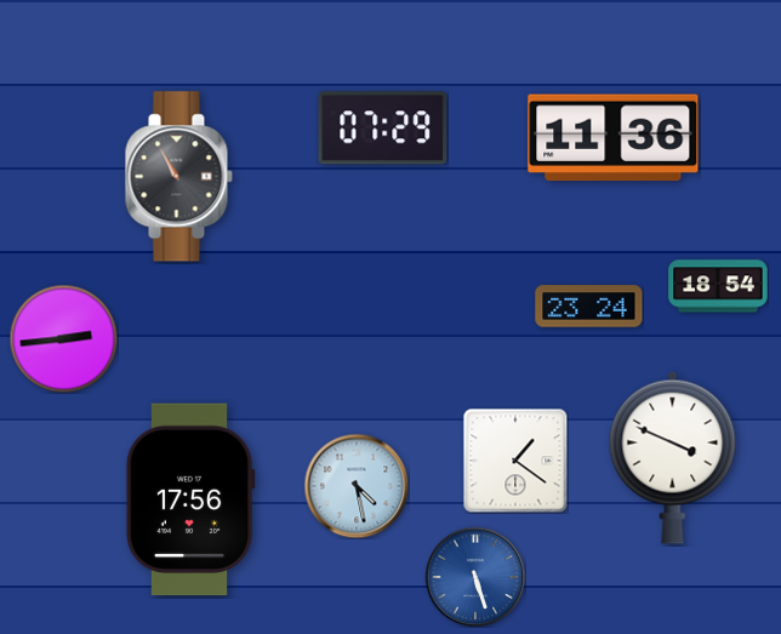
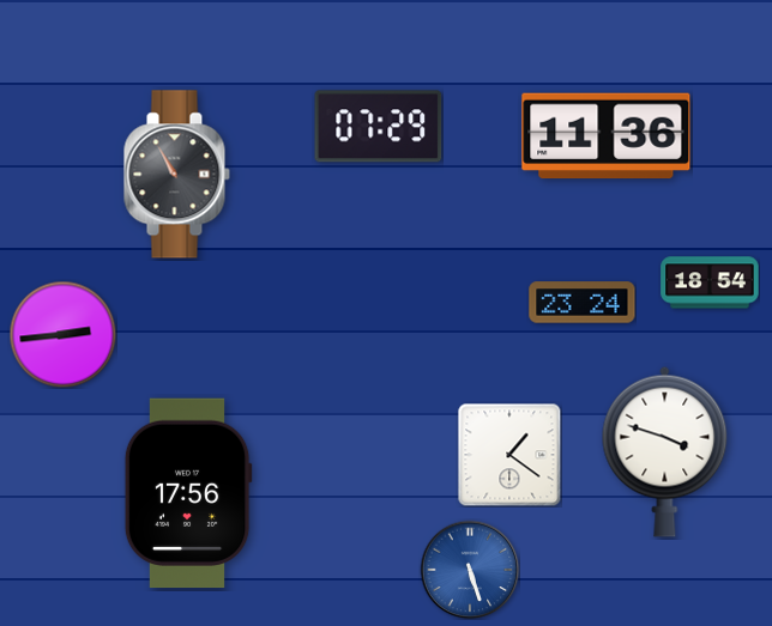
clock at (673, 457): 3:49 -> 3:48
clock at (357, 486): 4:28 -> none
